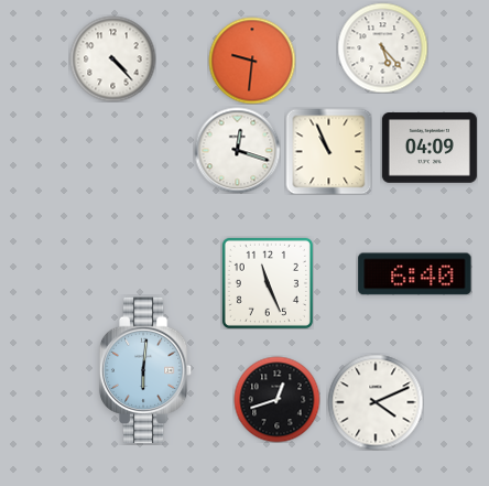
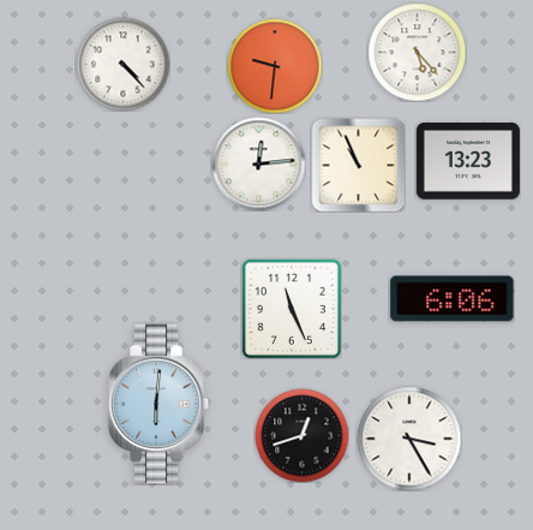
clock at (430, 149): 04:09 -> 13:23
clock at (237, 150): 12:18 -> 12:14
clock at (415, 274): 6:40 -> 6:06
clock at (376, 402): 4:11 -> 3:25
